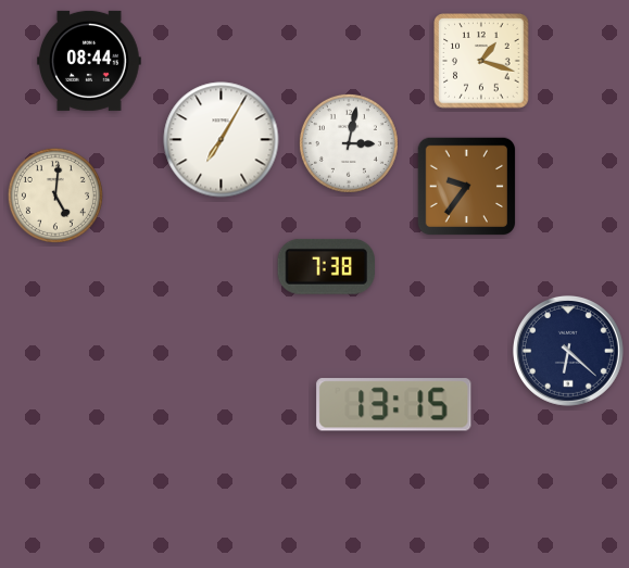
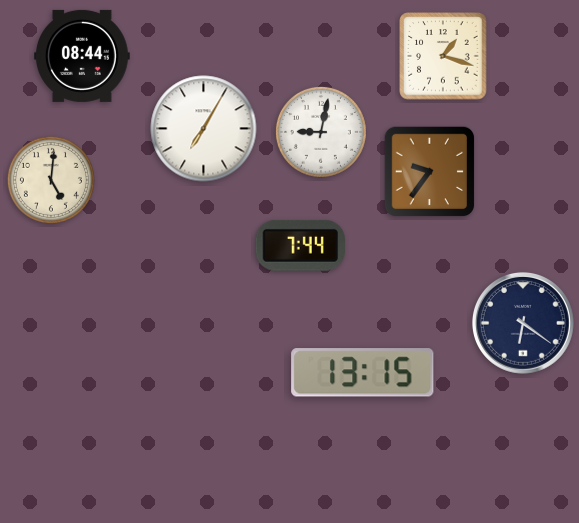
clock at (349, 143): 3:02 -> 9:02
clock at (327, 266): 7:38 -> 7:44
clock at (568, 351): 6:22 -> 6:21
